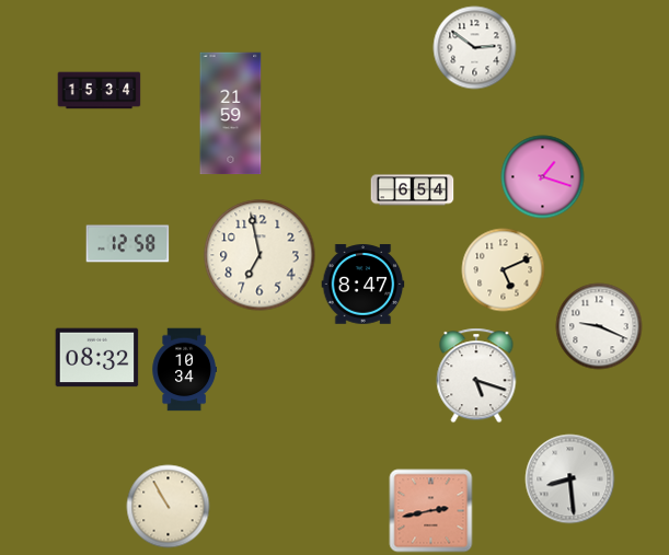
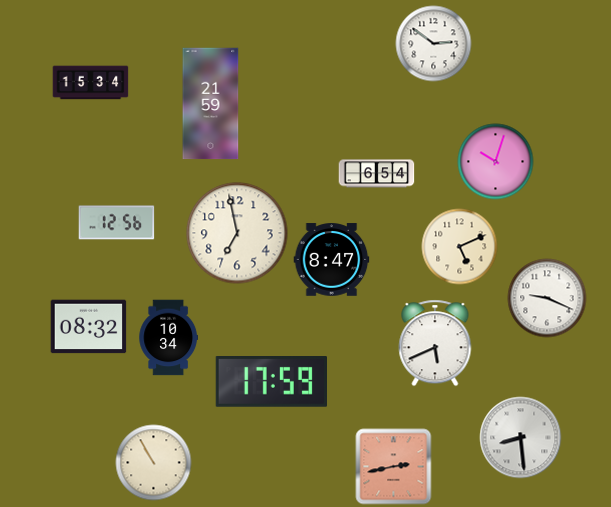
clock at (543, 177): 1:18 -> 10:03
clock at (128, 244): 12:58 -> 12:56
clock at (476, 375): 5:18 -> 5:41
clock at (271, 382): none -> 17:59
